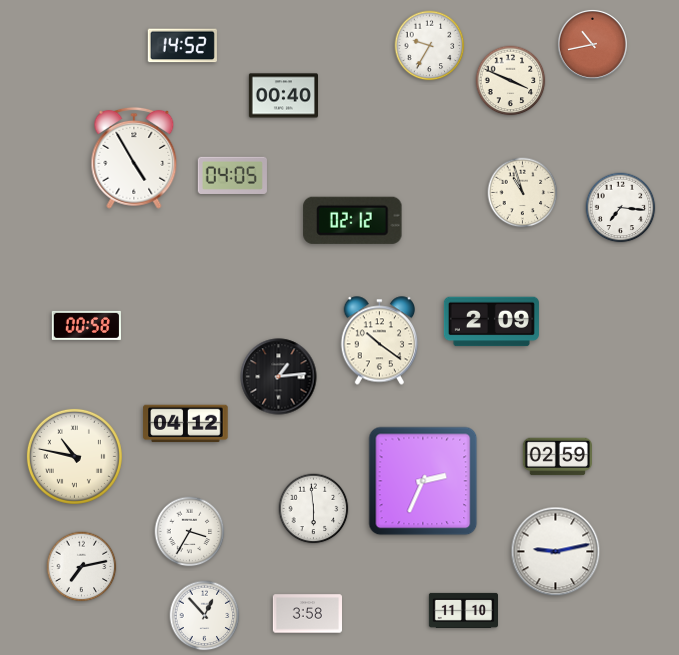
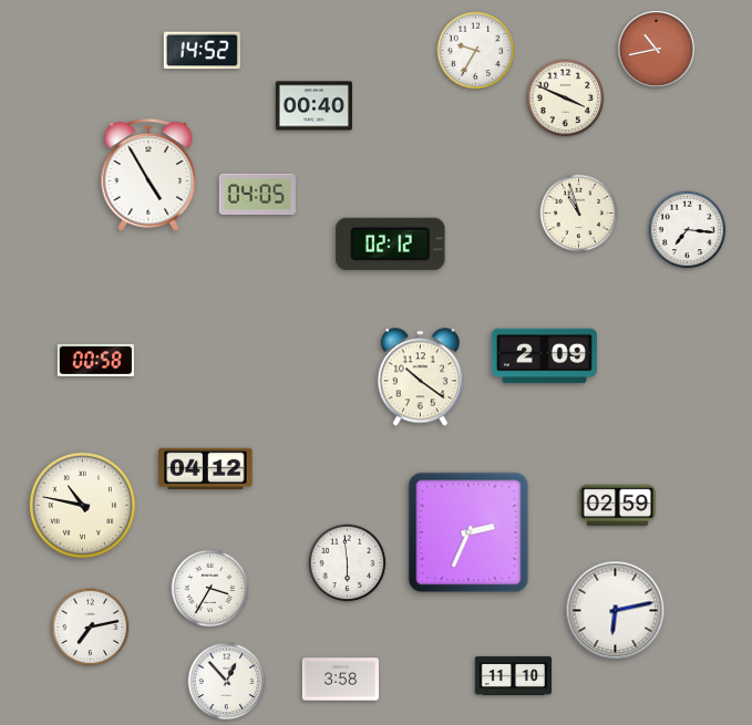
clock at (511, 81) position: (511, 81) -> (566, 99)
clock at (279, 377): 1:14 -> none
clock at (556, 552): 9:13 -> 6:13
